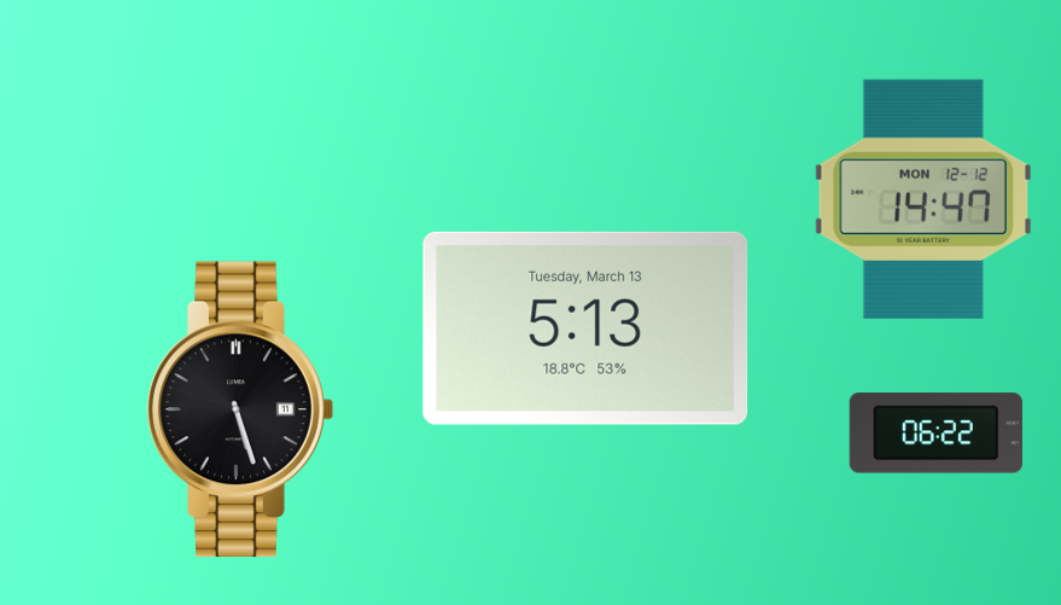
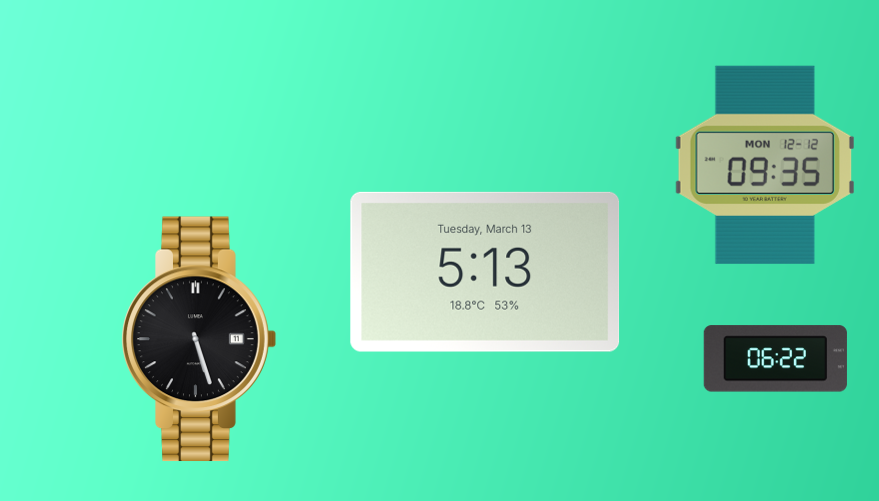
clock at (923, 199): 14:47 -> 09:35
